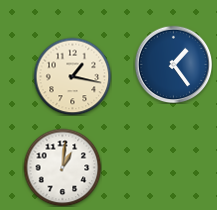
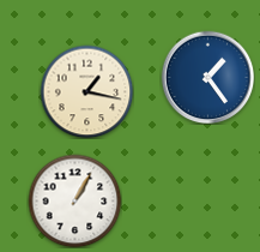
clock at (62, 167): 1:01 -> 1:05
